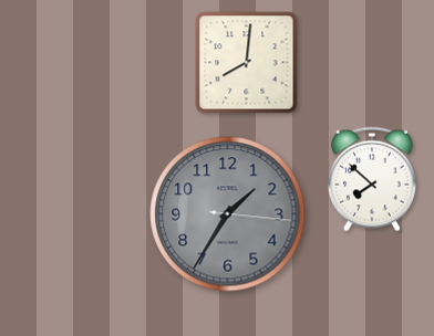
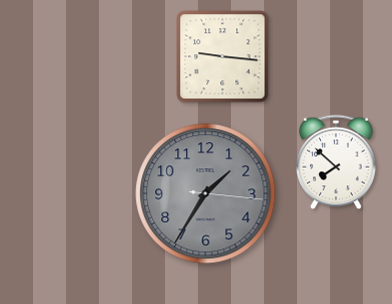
clock at (247, 63): 8:01 -> 9:16
